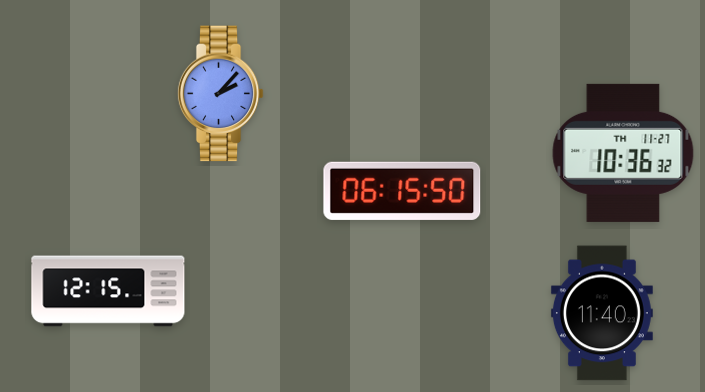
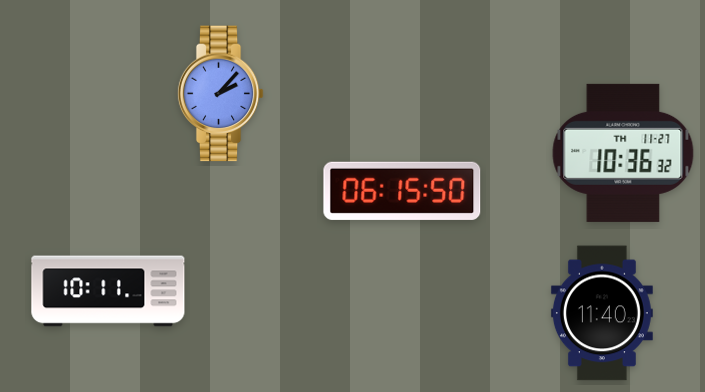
clock at (108, 291): 12:15 -> 10:11
